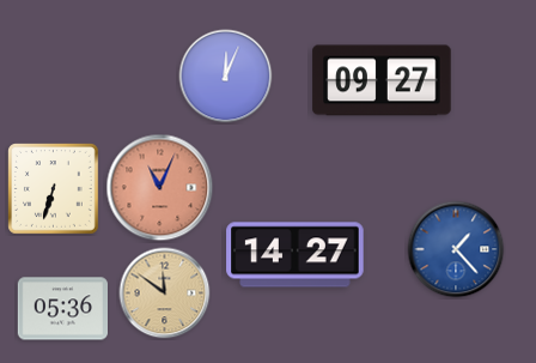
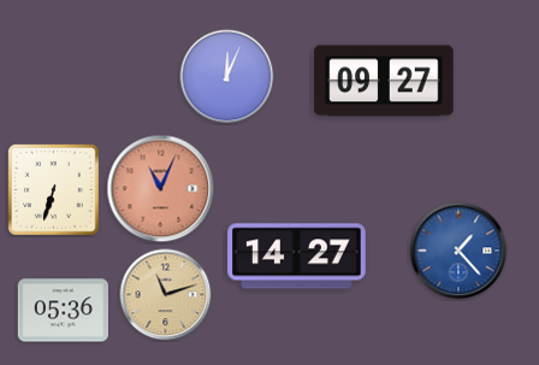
clock at (165, 294): 11:51 -> 11:12
